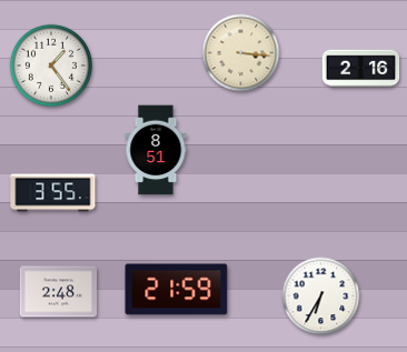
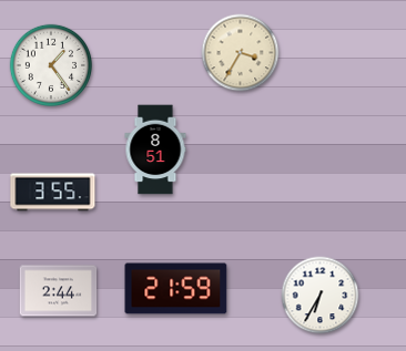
clock at (241, 53): 3:16 -> 3:35
clock at (361, 69): 2:16 -> none
clock at (59, 292): 2:48 -> 2:44
